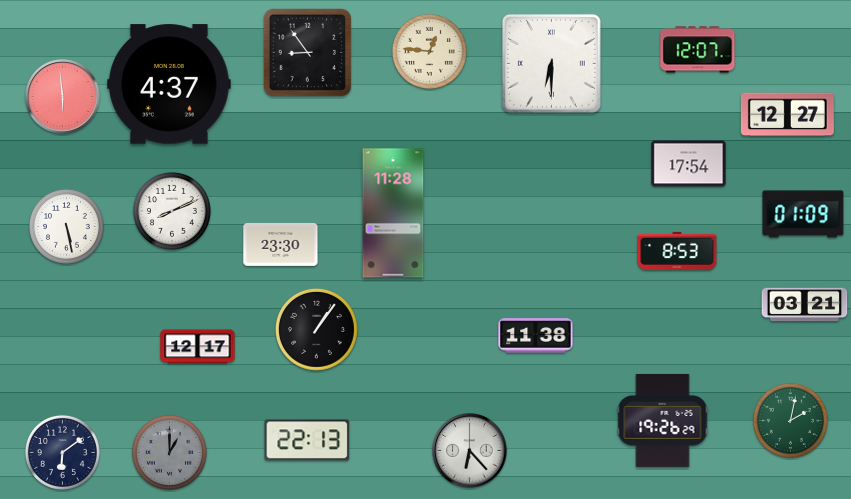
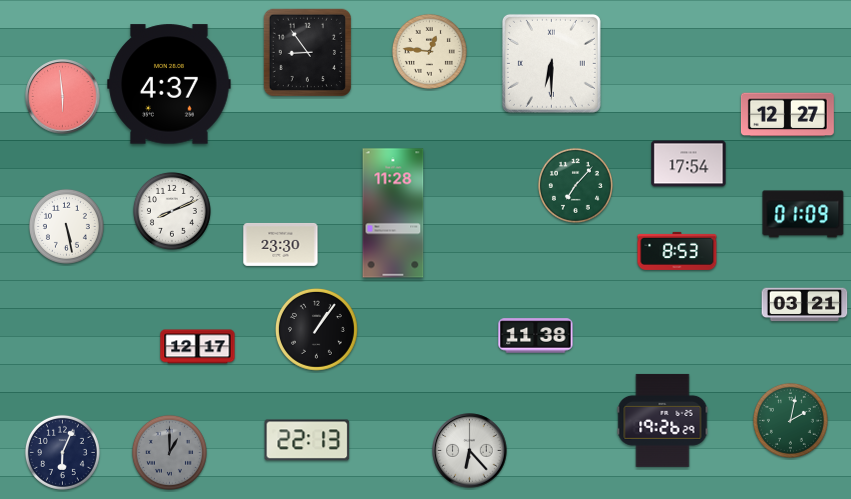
clock at (698, 50): 12:07 -> none
clock at (575, 185): none -> 7:07
clock at (62, 452): 6:09 -> 6:04
